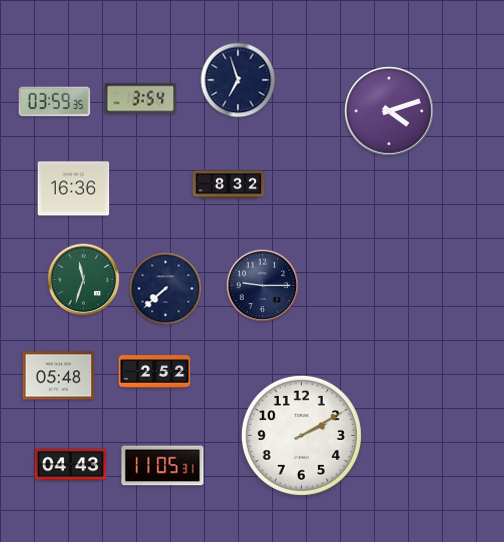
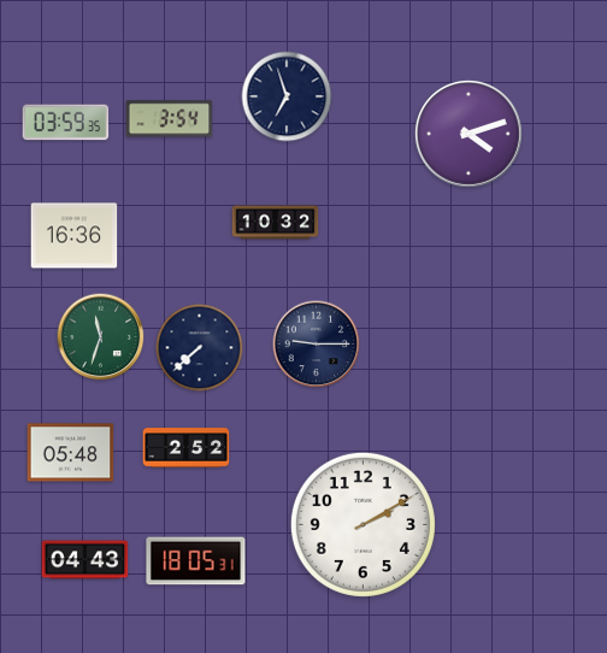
clock at (229, 185): 8:32 -> 10:32
clock at (74, 189) position: (74, 189) -> (75, 236)
clock at (163, 466): 11:05 -> 18:05
